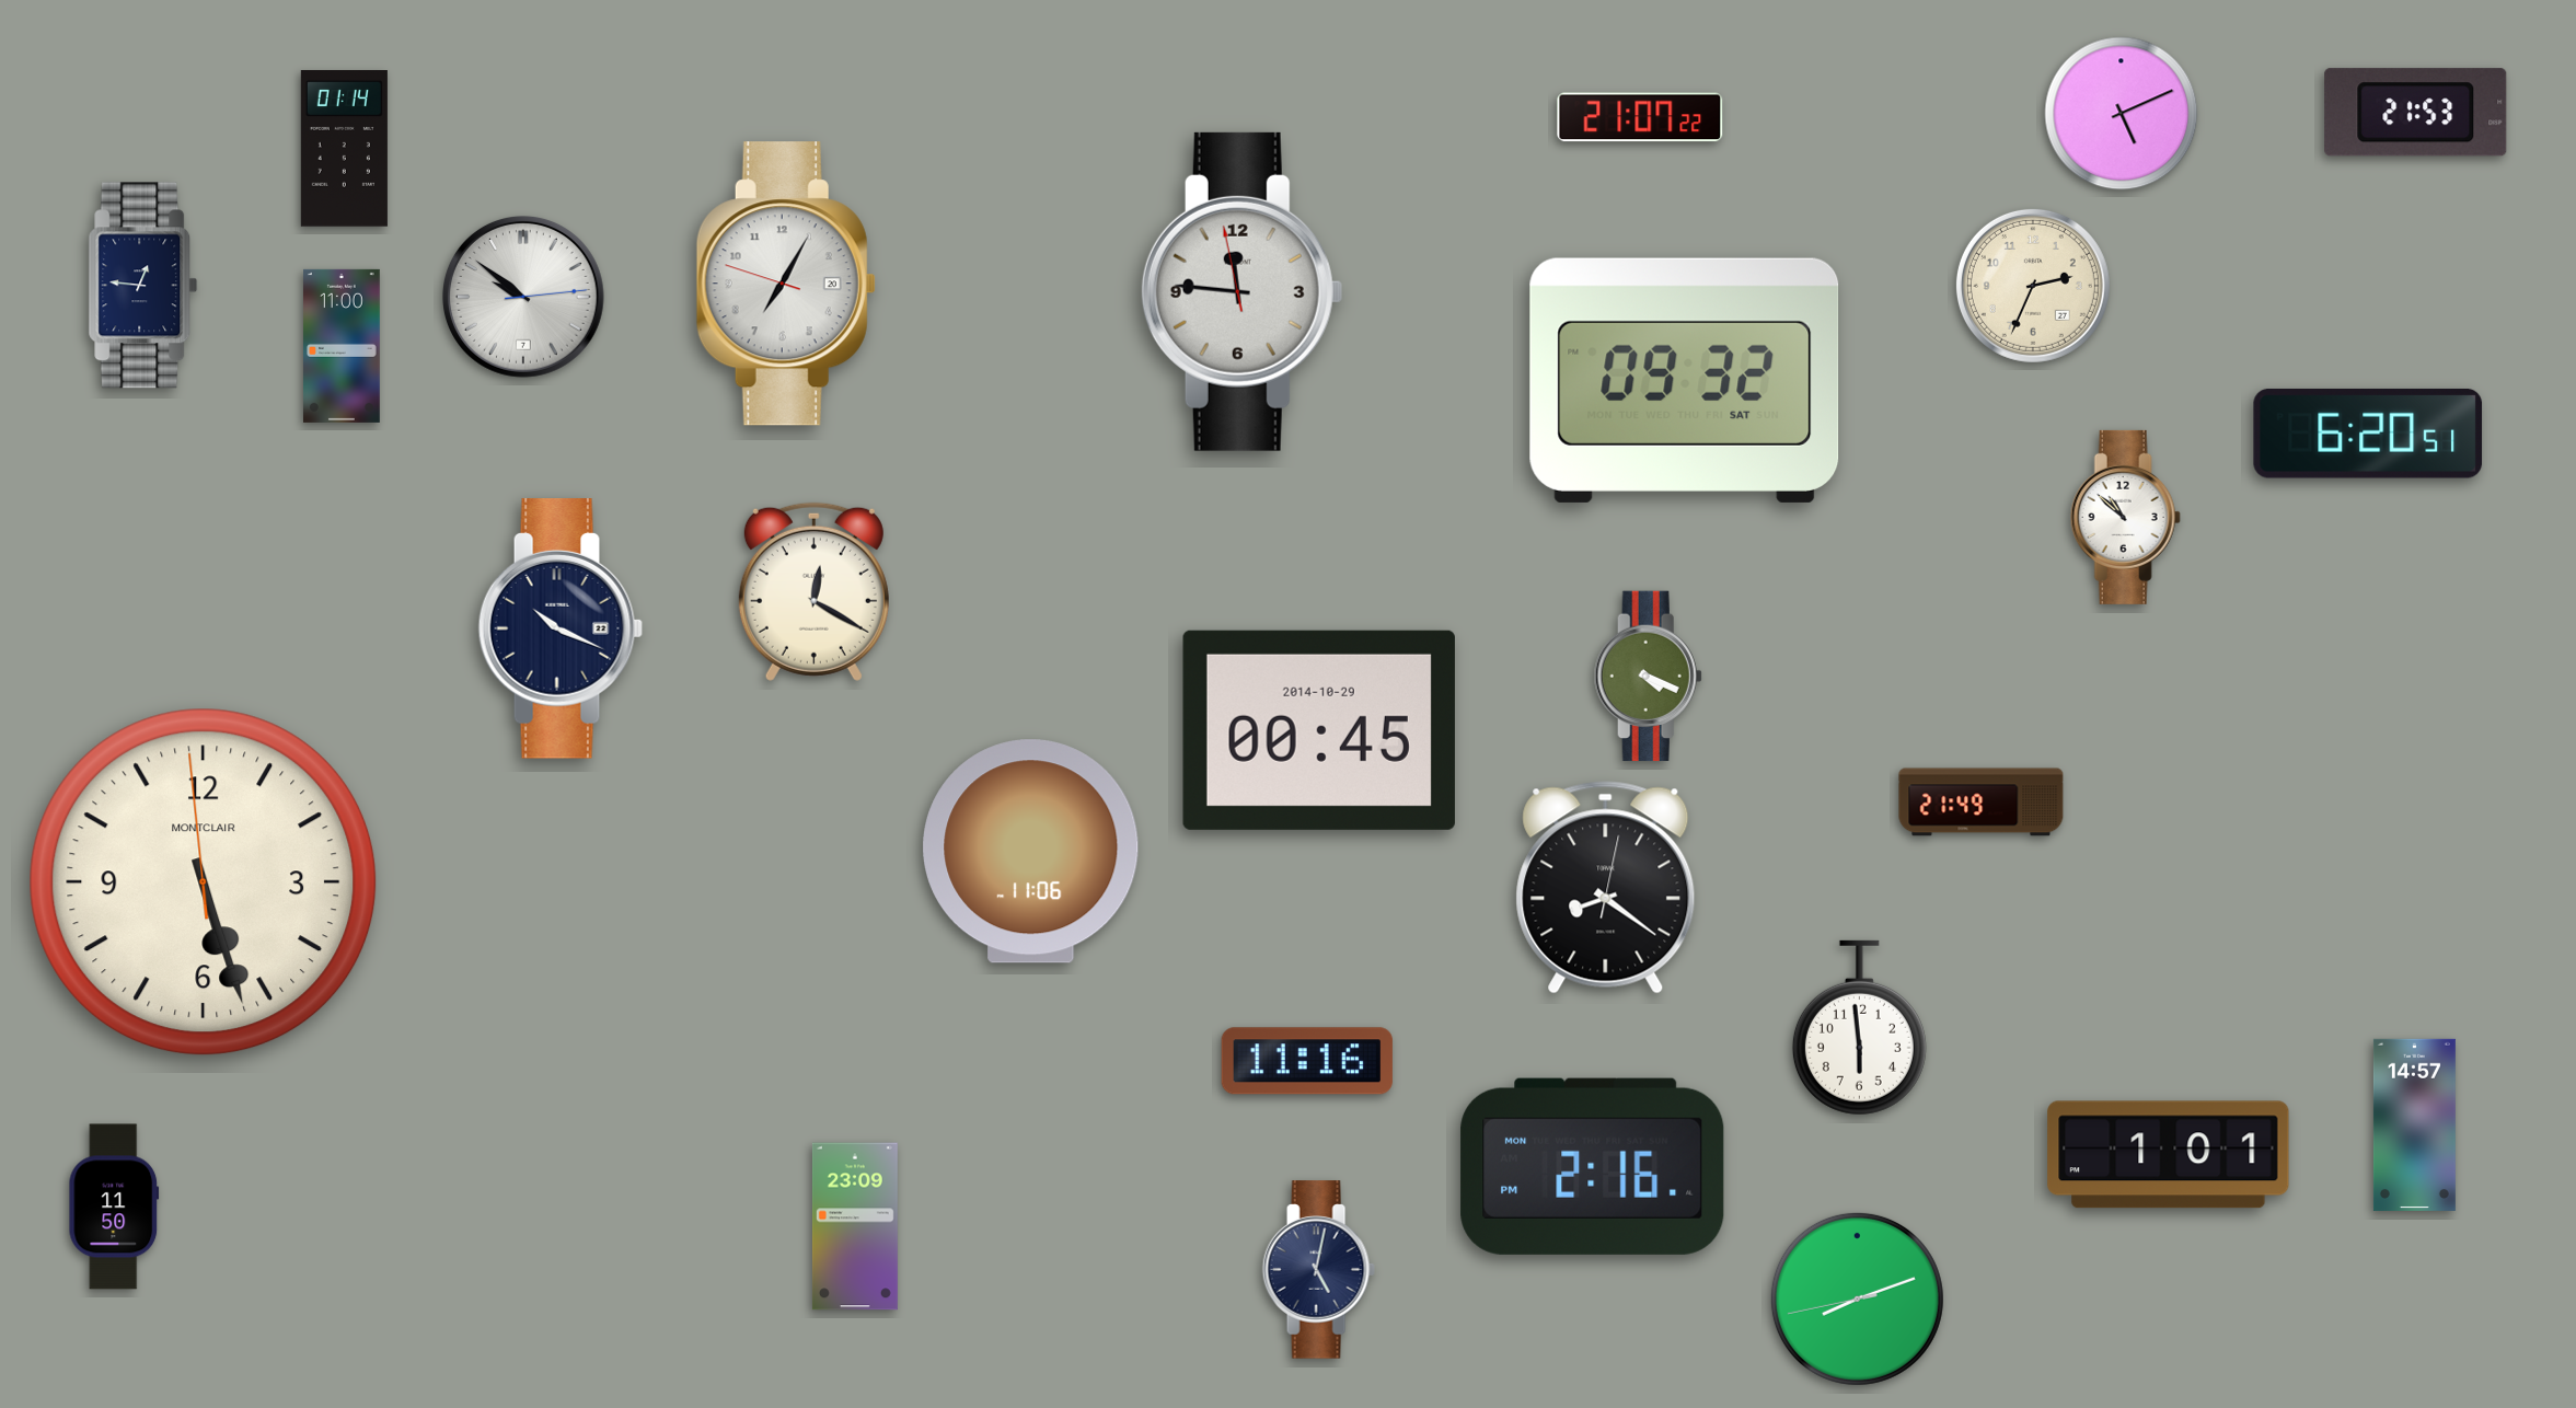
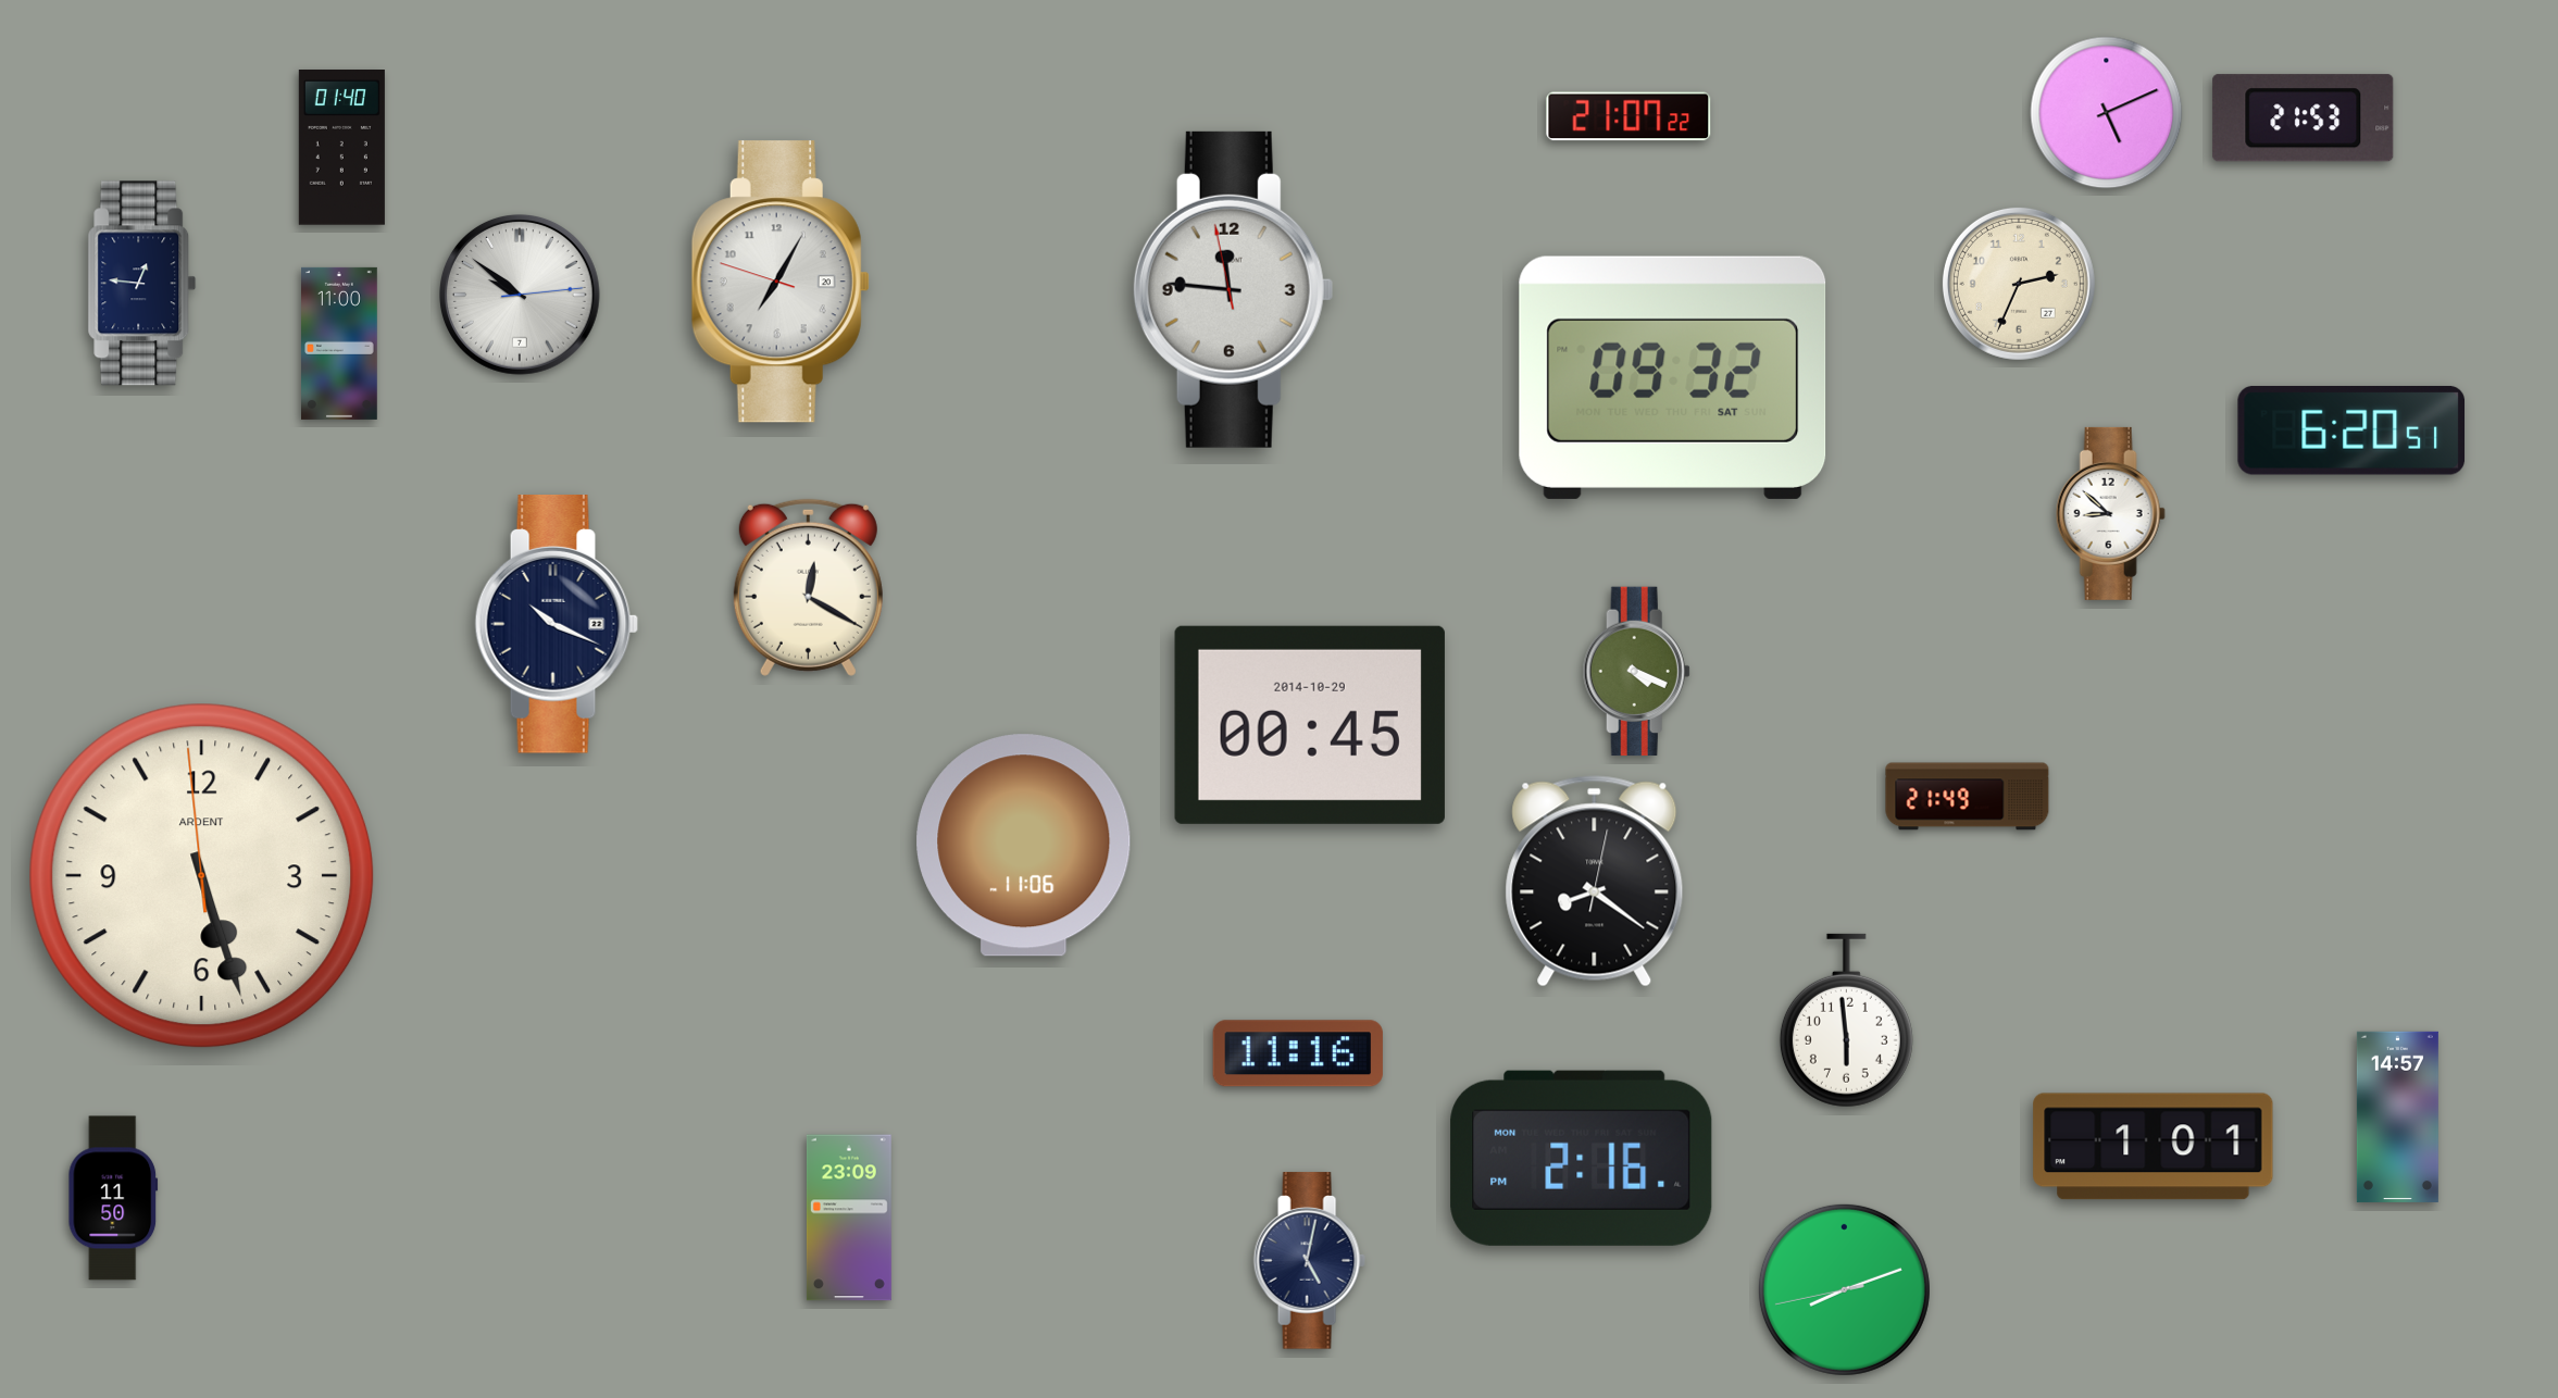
clock at (2416, 113) position: (2416, 113) -> (2304, 118)
clock at (344, 149): 01:14 -> 01:40
clock at (2125, 517): 10:52 -> 8:52
clock at (204, 882) brand: MONTCLAIR -> ARDENT
